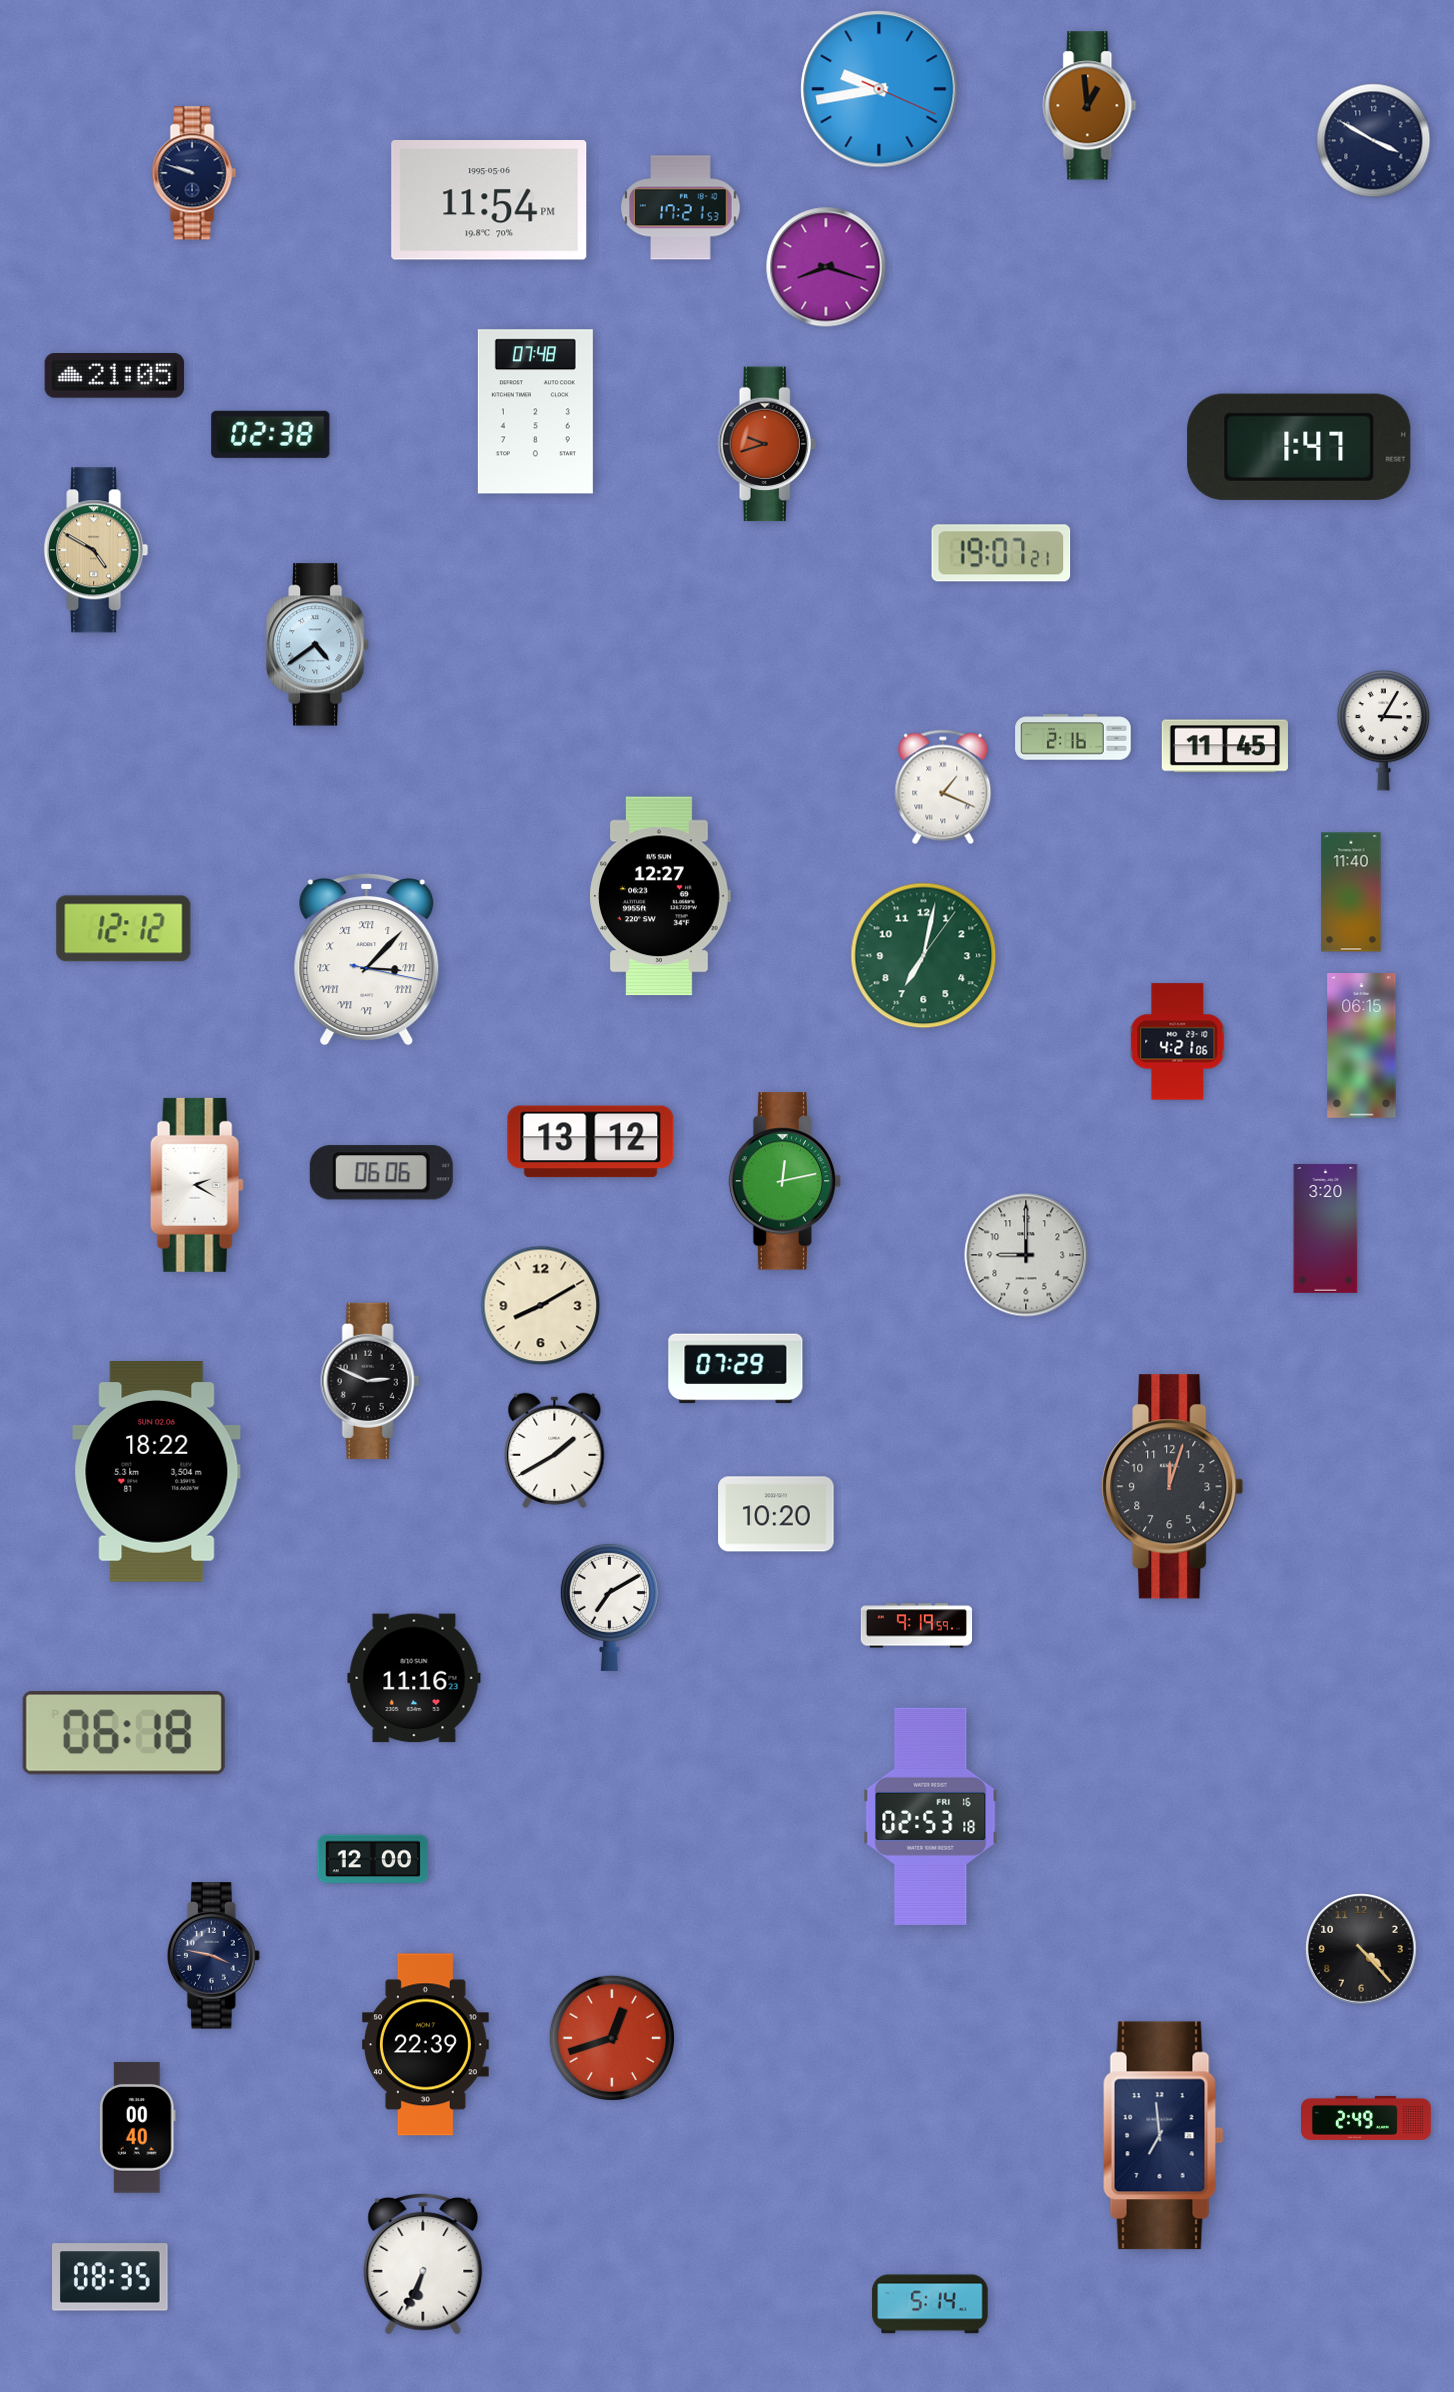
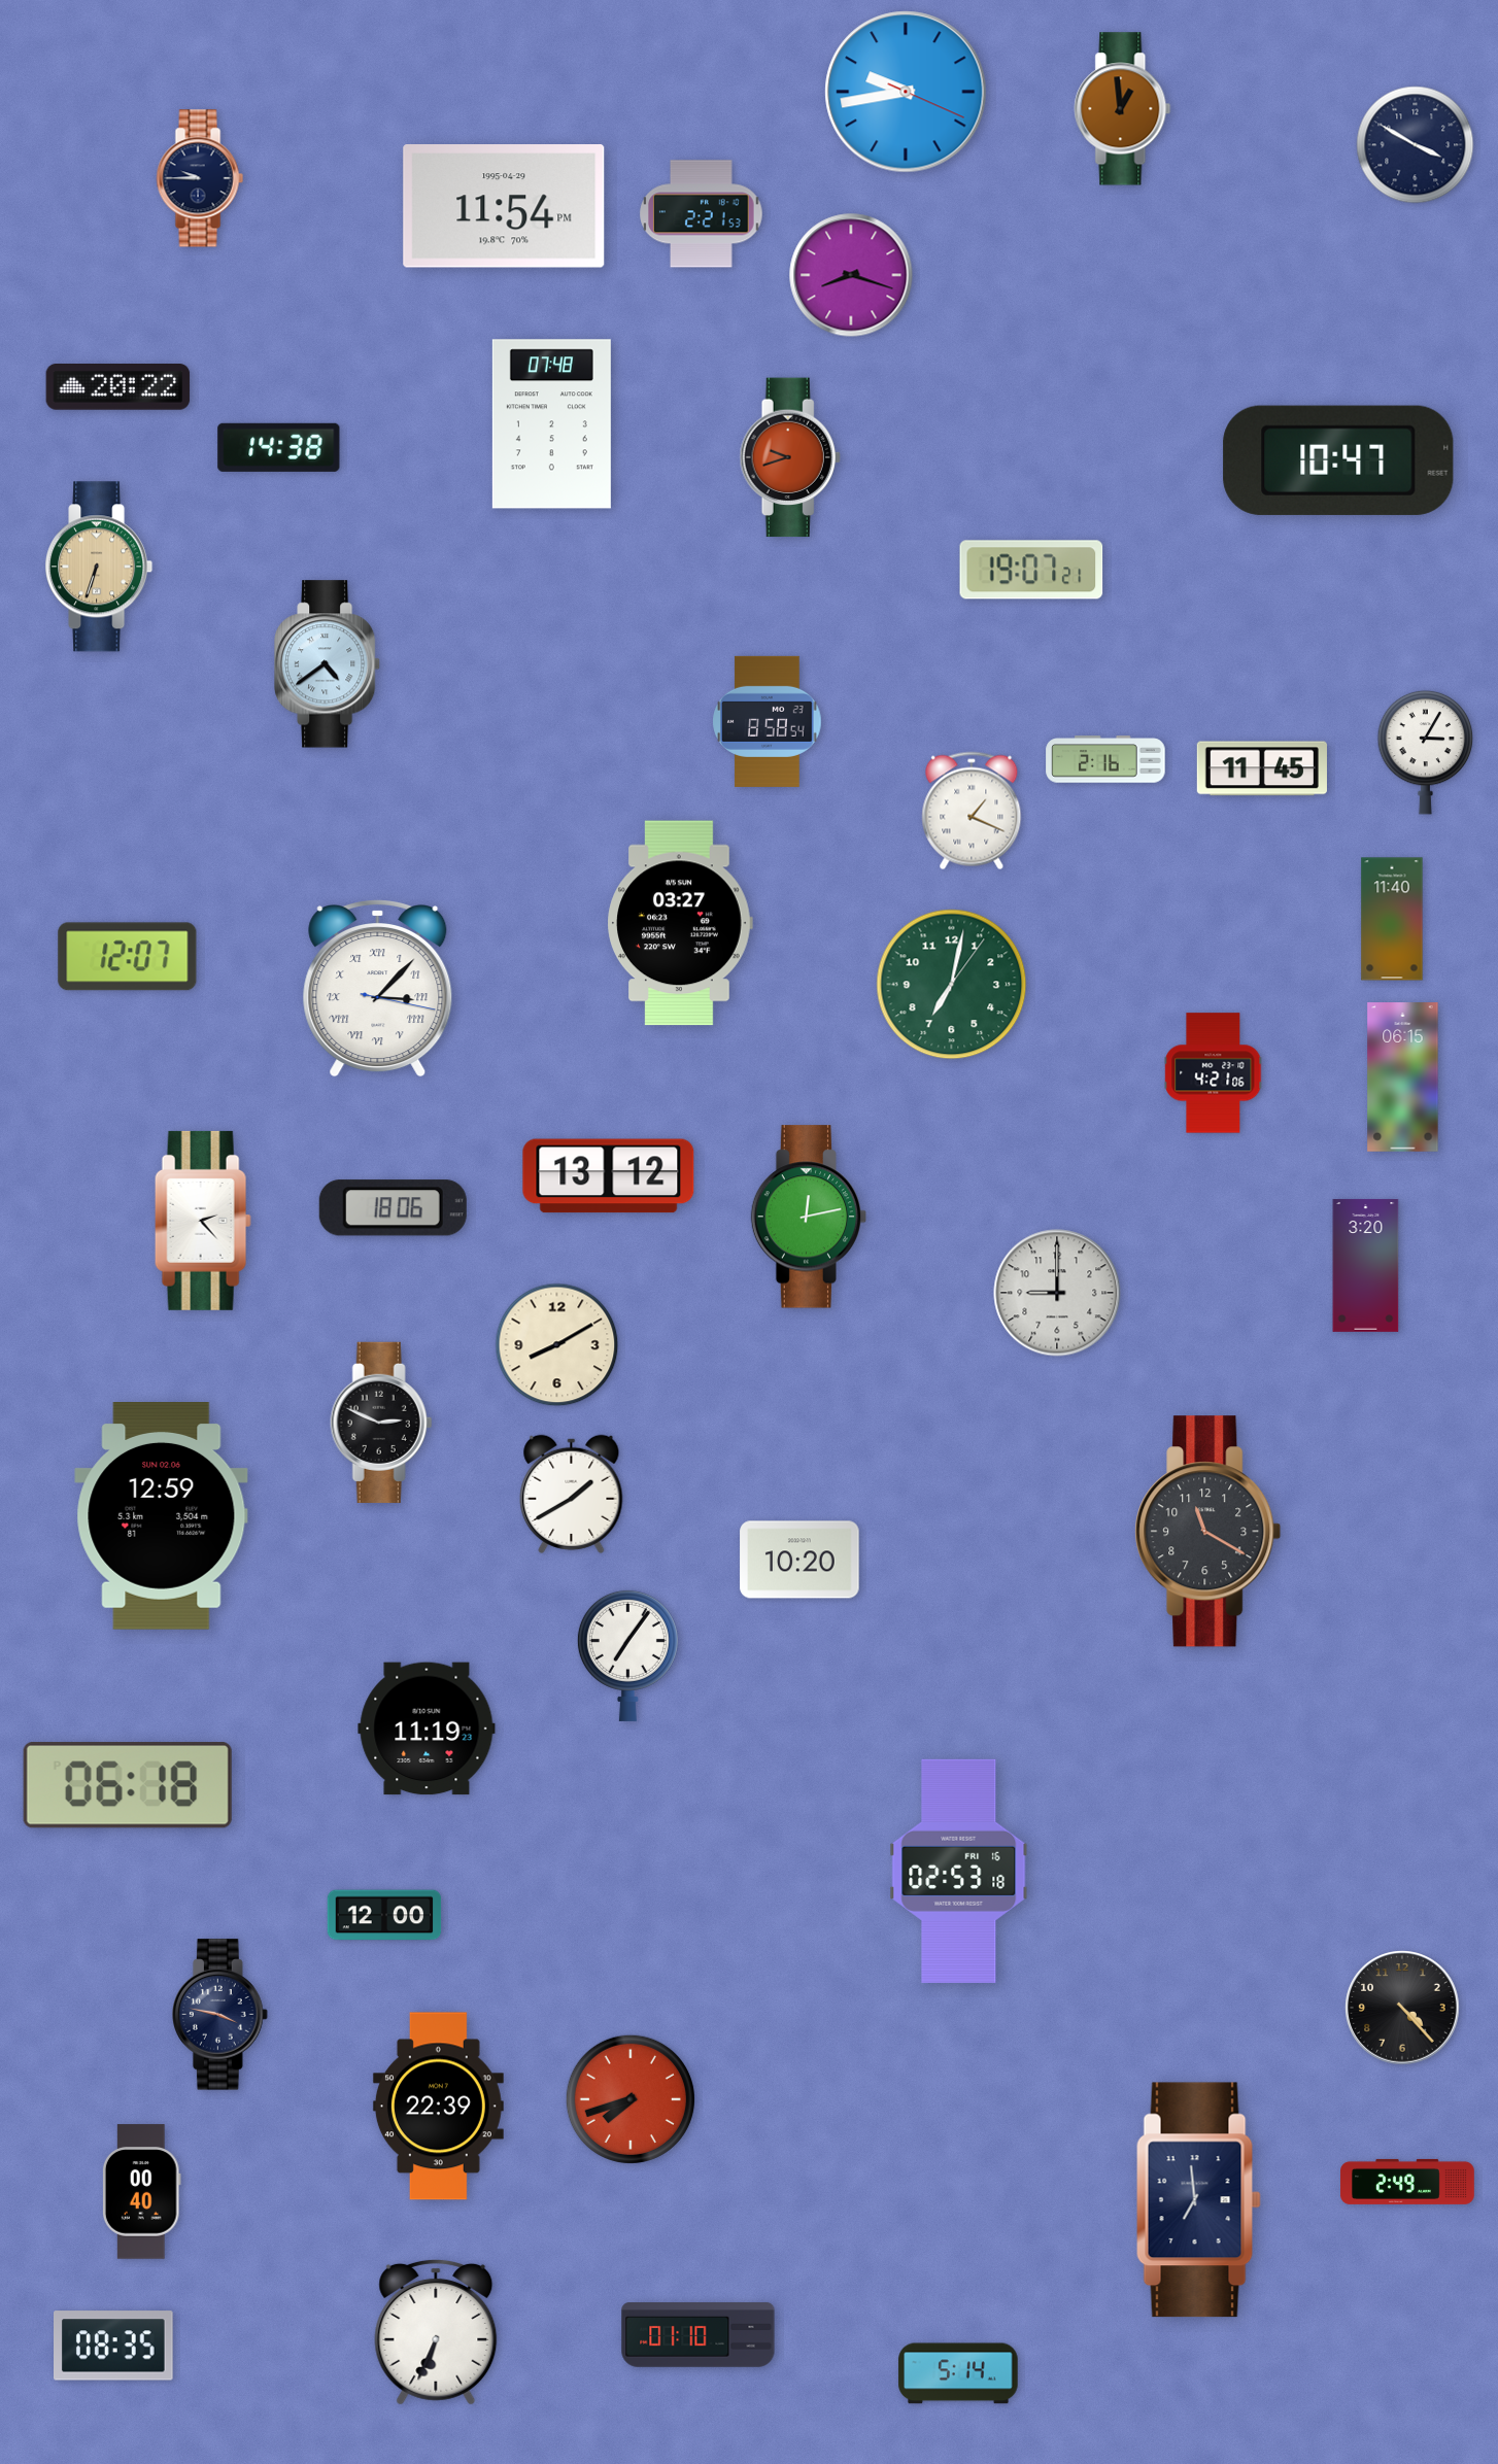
clock at (194, 173): 9:48 -> 9:45
clock at (489, 201) date: 1995-05-06 -> 1995-04-29
clock at (681, 208): 17:21 -> 2:21
clock at (115, 376): 21:05 -> 20:22
clock at (271, 434): 02:38 -> 14:38
clock at (1299, 447): 1:47 -> 10:47
clock at (96, 550): 4:50 -> 6:33
clock at (768, 721): none -> 8:58
clock at (660, 896): 12:27 -> 03:27
clock at (124, 929): 12:12 -> 12:07
clock at (381, 1173): 06:06 -> 18:06
clock at (197, 1185): 2:20 -> 2:23
clock at (736, 1369): 07:29 -> none
clock at (157, 1472): 18:22 -> 12:59
clock at (1173, 1487): 12:03 -> 11:20
clock at (609, 1607): 7:10 -> 7:06
clock at (917, 1626): 9:19 -> none
clock at (414, 1678): 11:16 -> 11:19
clock at (612, 2038): 12:42 -> 7:42
clock at (699, 2335): none -> 01:10
